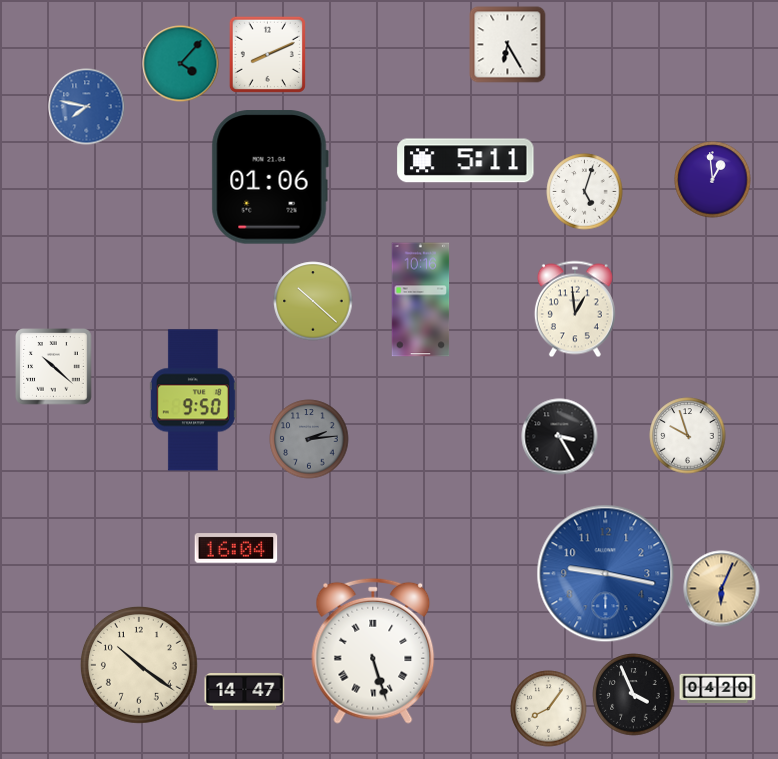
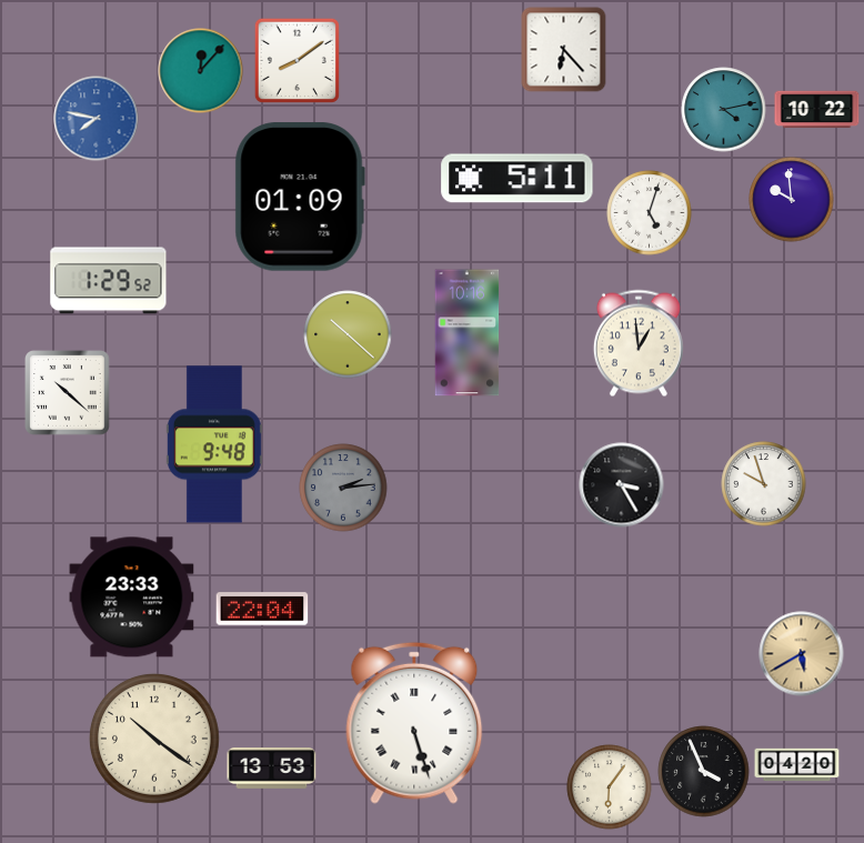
clock at (508, 45): 6:25 -> 6:23
clock at (267, 54): 8:11 -> 8:09
clock at (181, 64): 4:07 -> 12:07
clock at (724, 110): none -> 4:13
clock at (817, 110): none -> 10:22
clock at (270, 177): 01:06 -> 01:09
clock at (713, 180): 12:59 -> 9:59
clock at (109, 281): none -> 1:29
clock at (54, 367) position: (54, 367) -> (68, 393)
clock at (193, 400): 9:50 -> 9:48
clock at (132, 598): none -> 23:33
clock at (236, 548): 16:04 -> 22:04
clock at (606, 574): 9:17 -> none
clock at (722, 589): 6:04 -> 5:40
clock at (245, 692): 14:47 -> 13:53
clock at (549, 709): 8:06 -> 6:06
